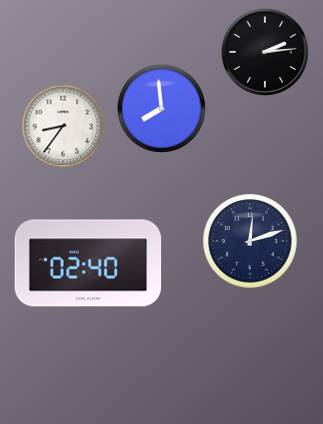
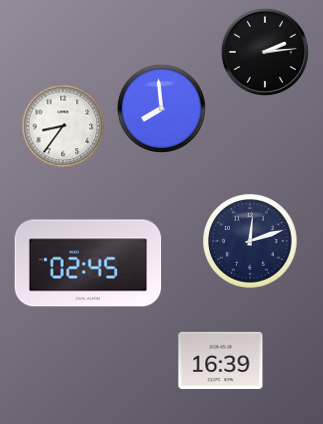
clock at (88, 263): 02:40 -> 02:45
clock at (221, 360): none -> 16:39
